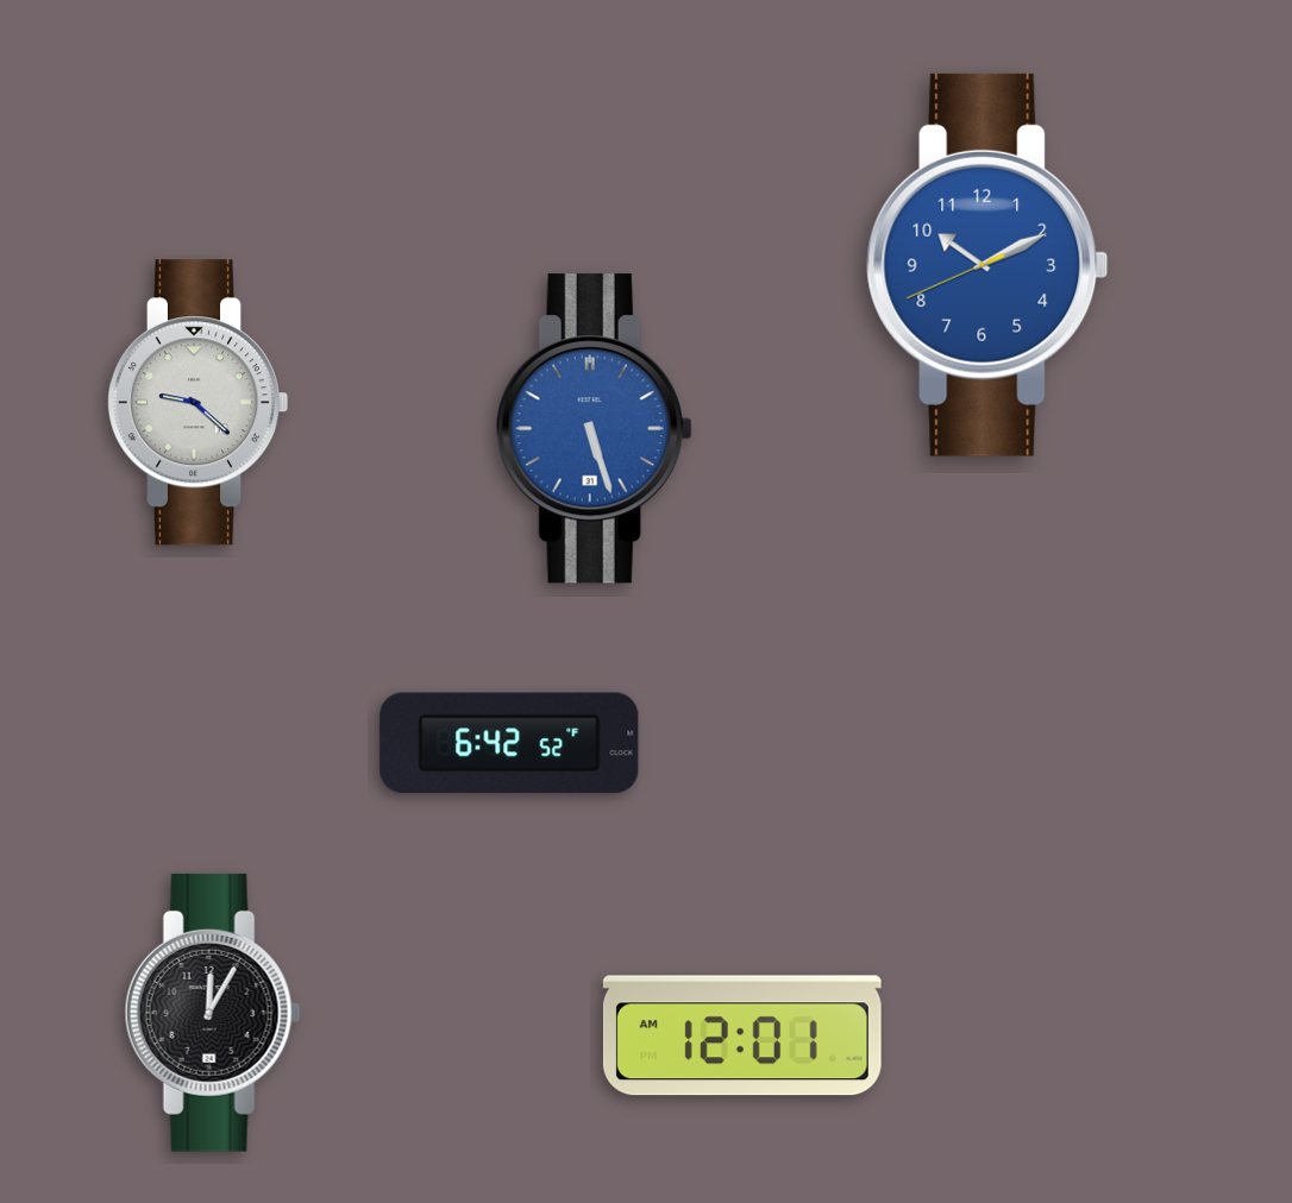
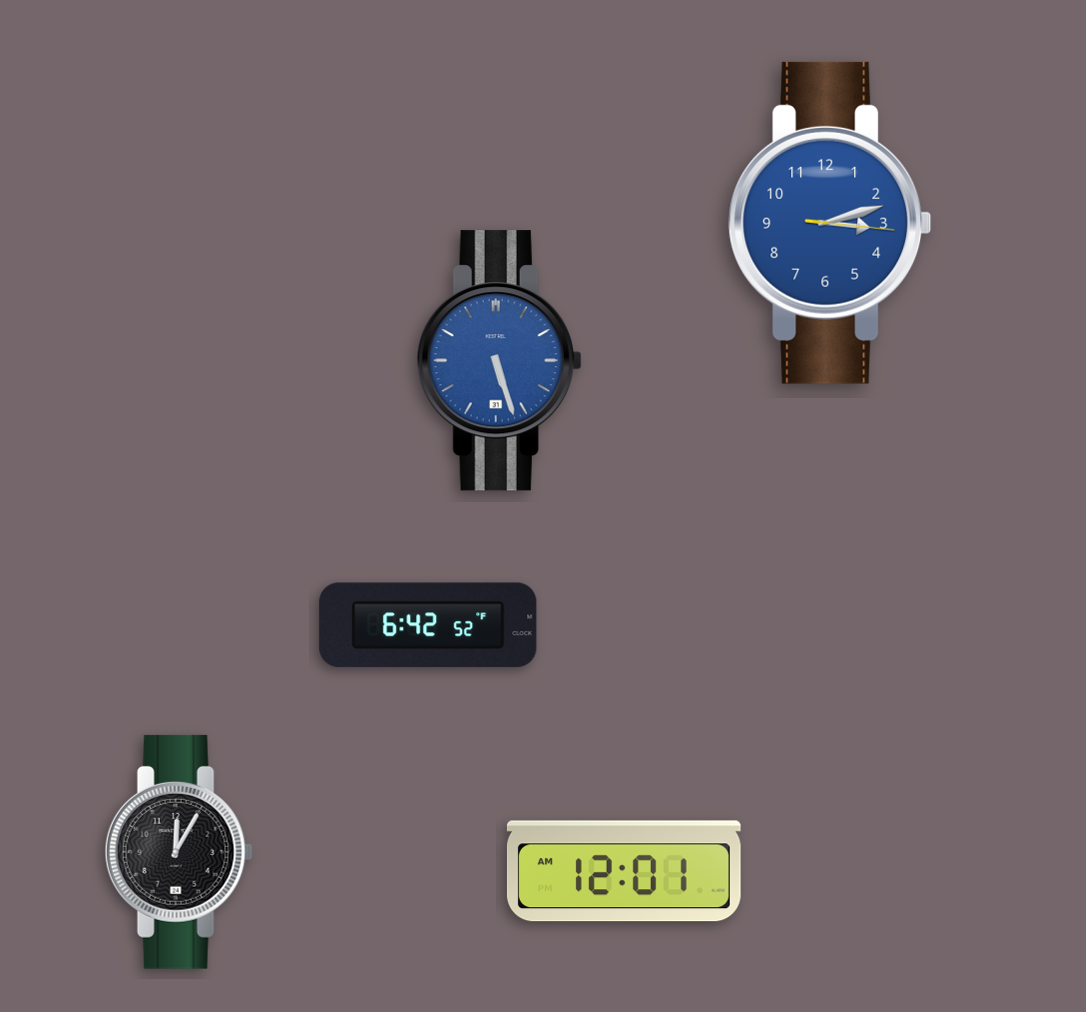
clock at (987, 265): 10:10 -> 3:12
clock at (197, 403): 9:22 -> none
